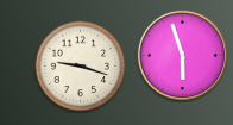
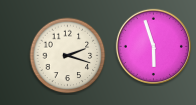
clock at (81, 67): 9:18 -> 2:18
